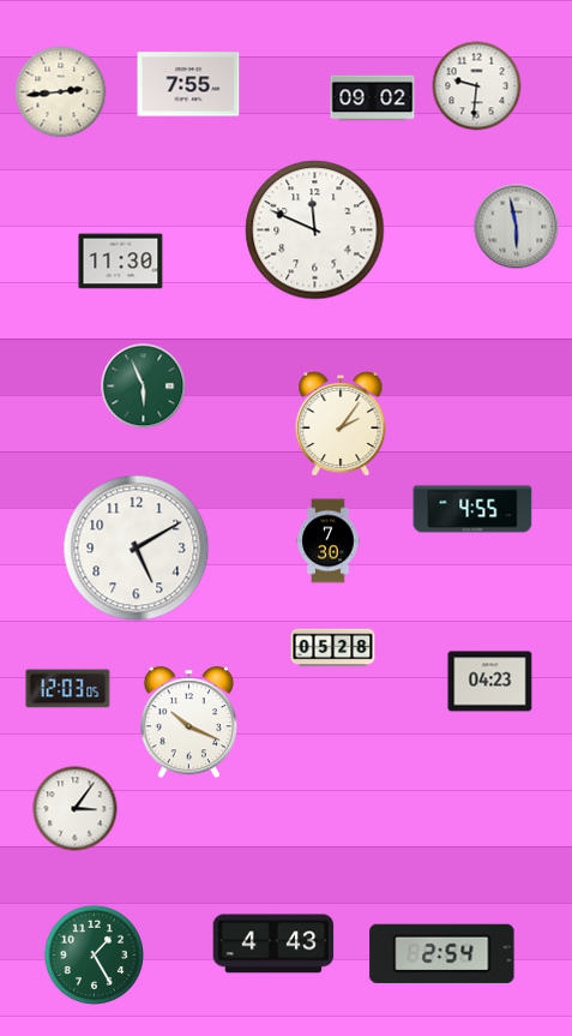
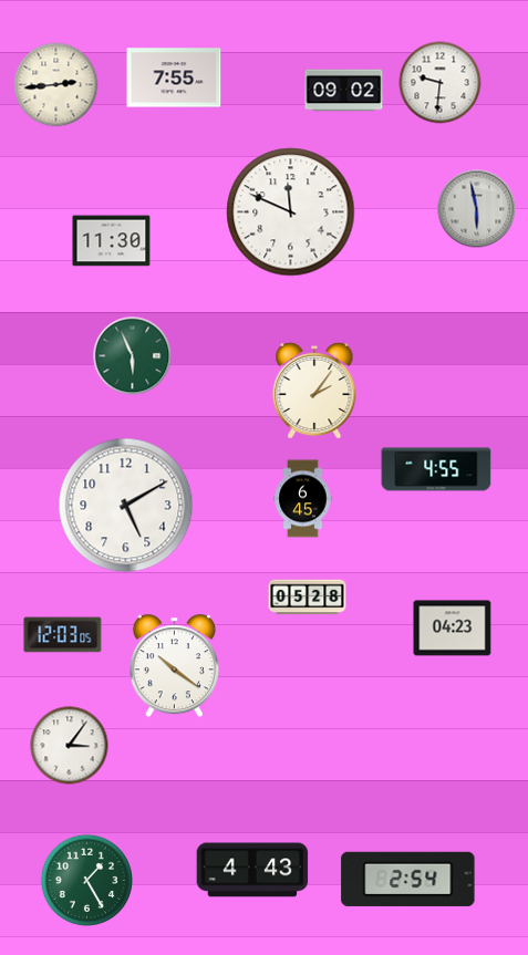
clock at (477, 86) position: (477, 86) -> (441, 83)
clock at (329, 541): 7:30 -> 6:45
clock at (188, 723): 10:19 -> 10:21
